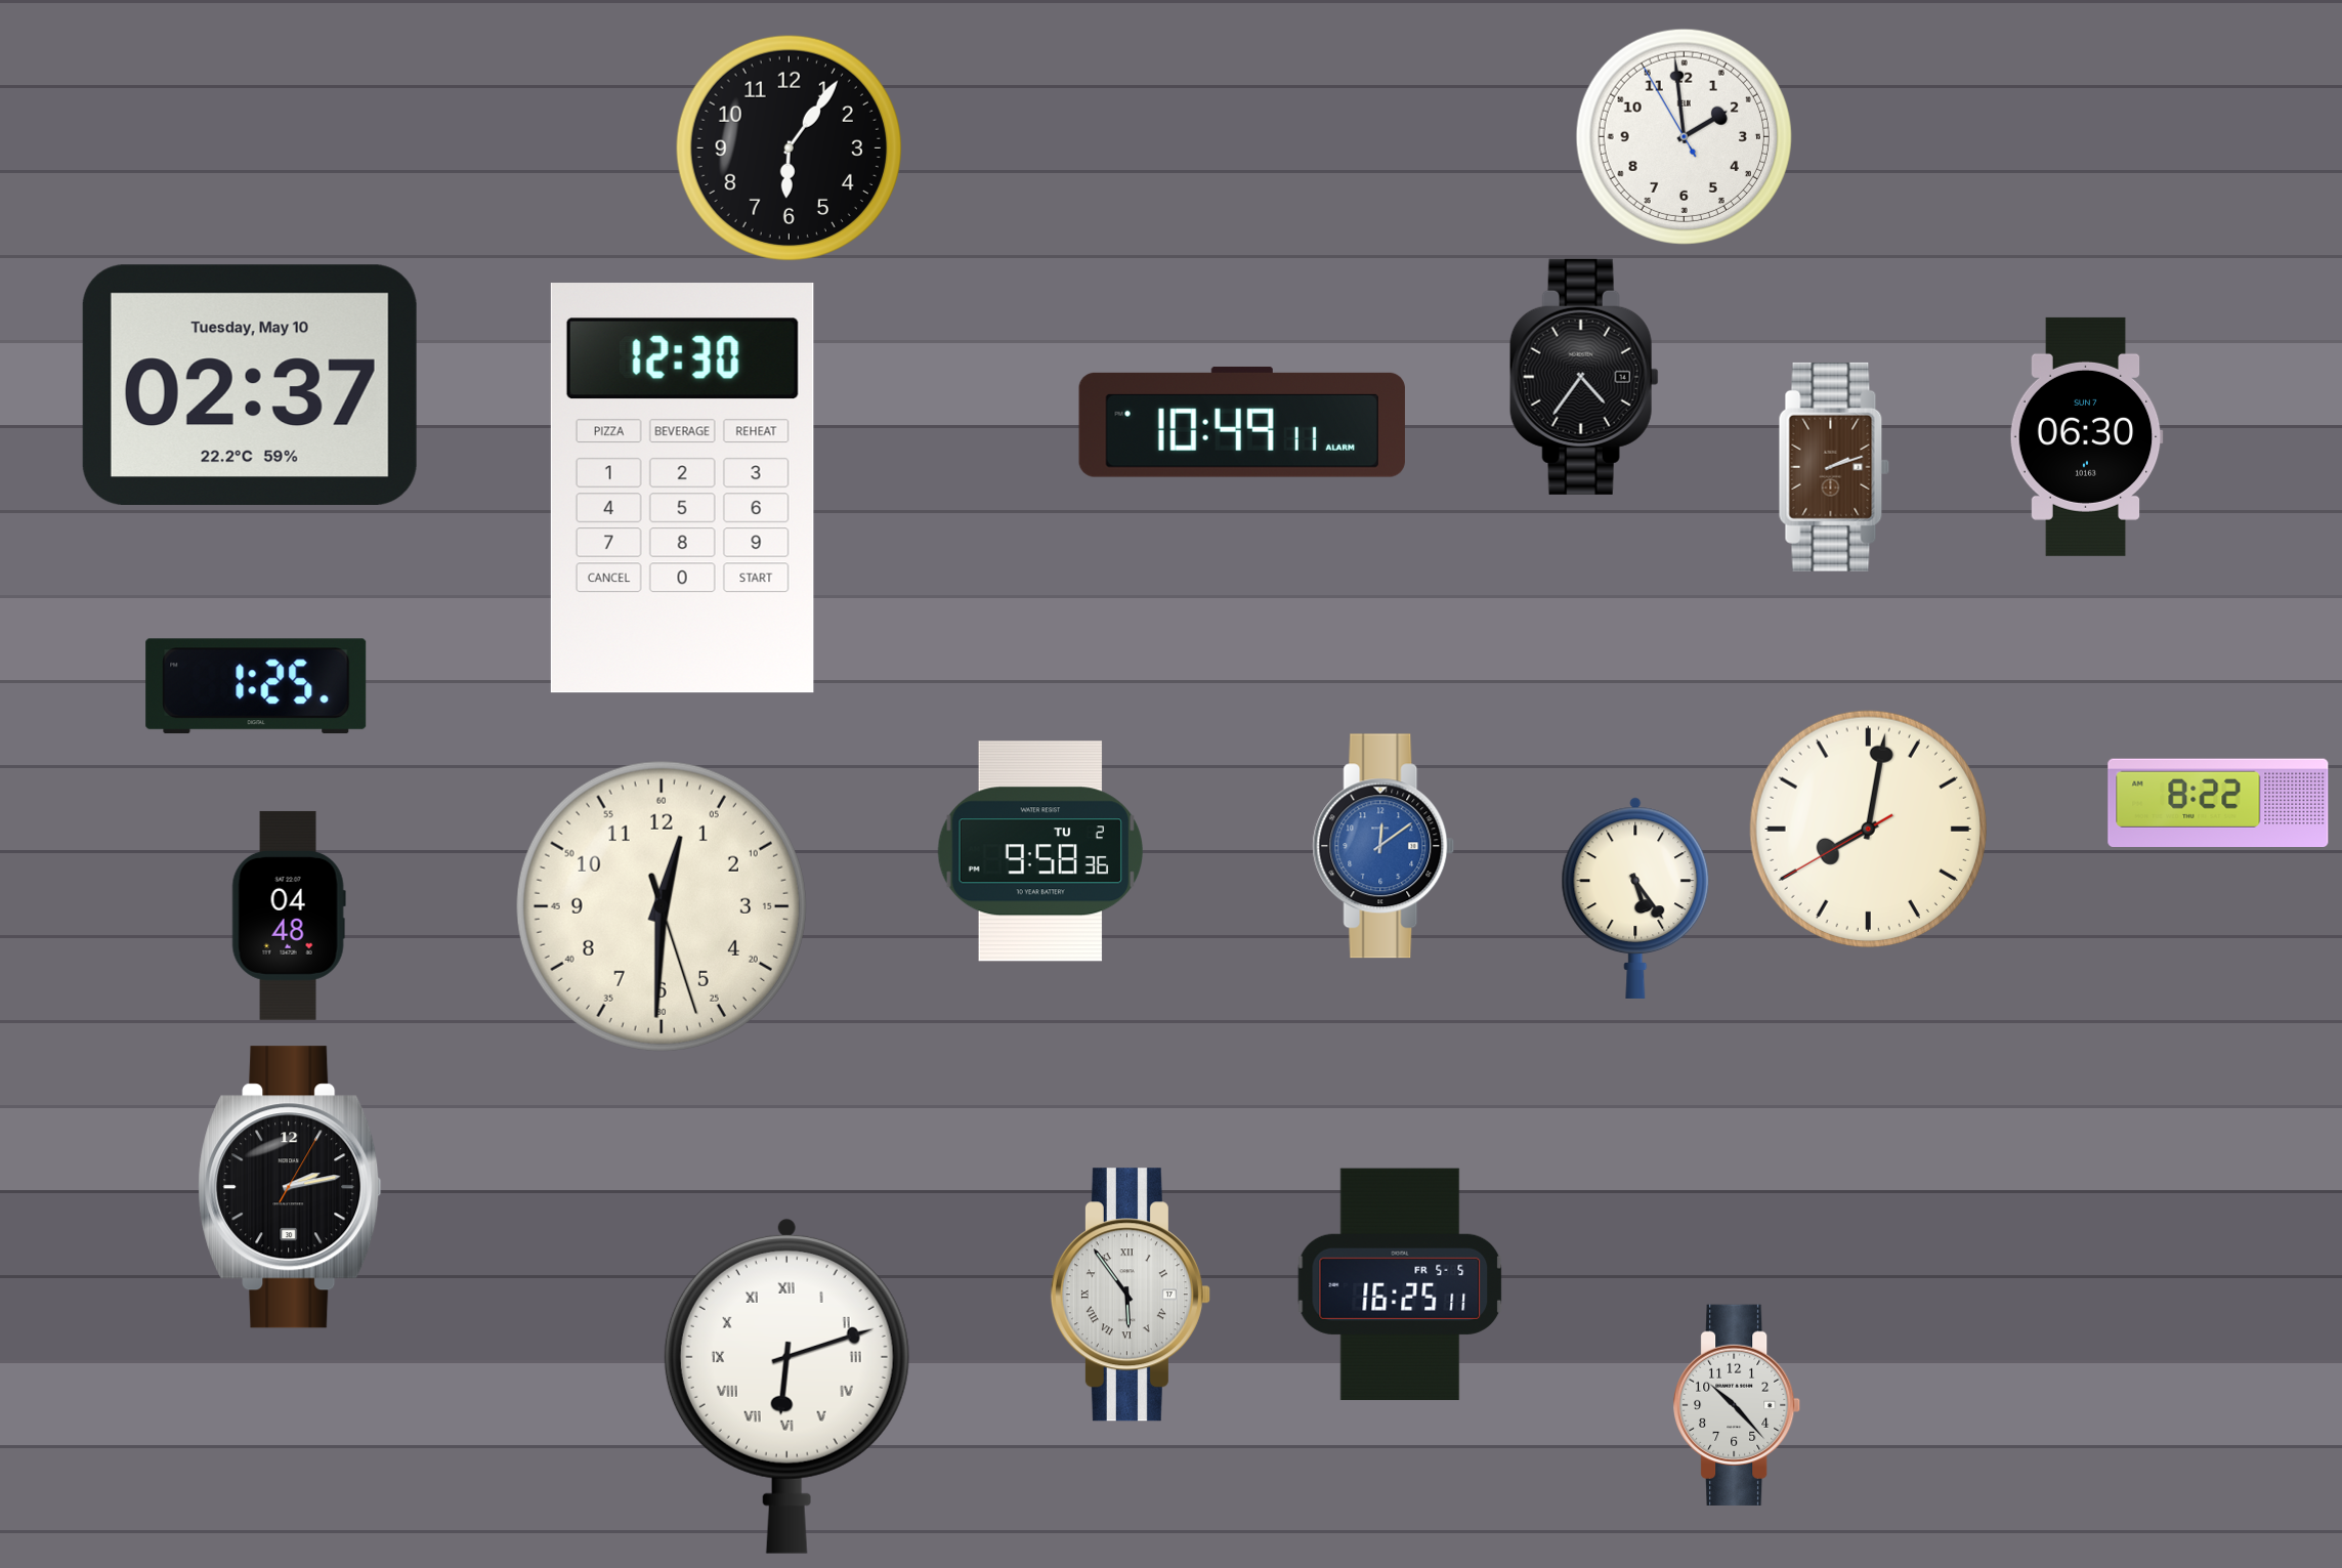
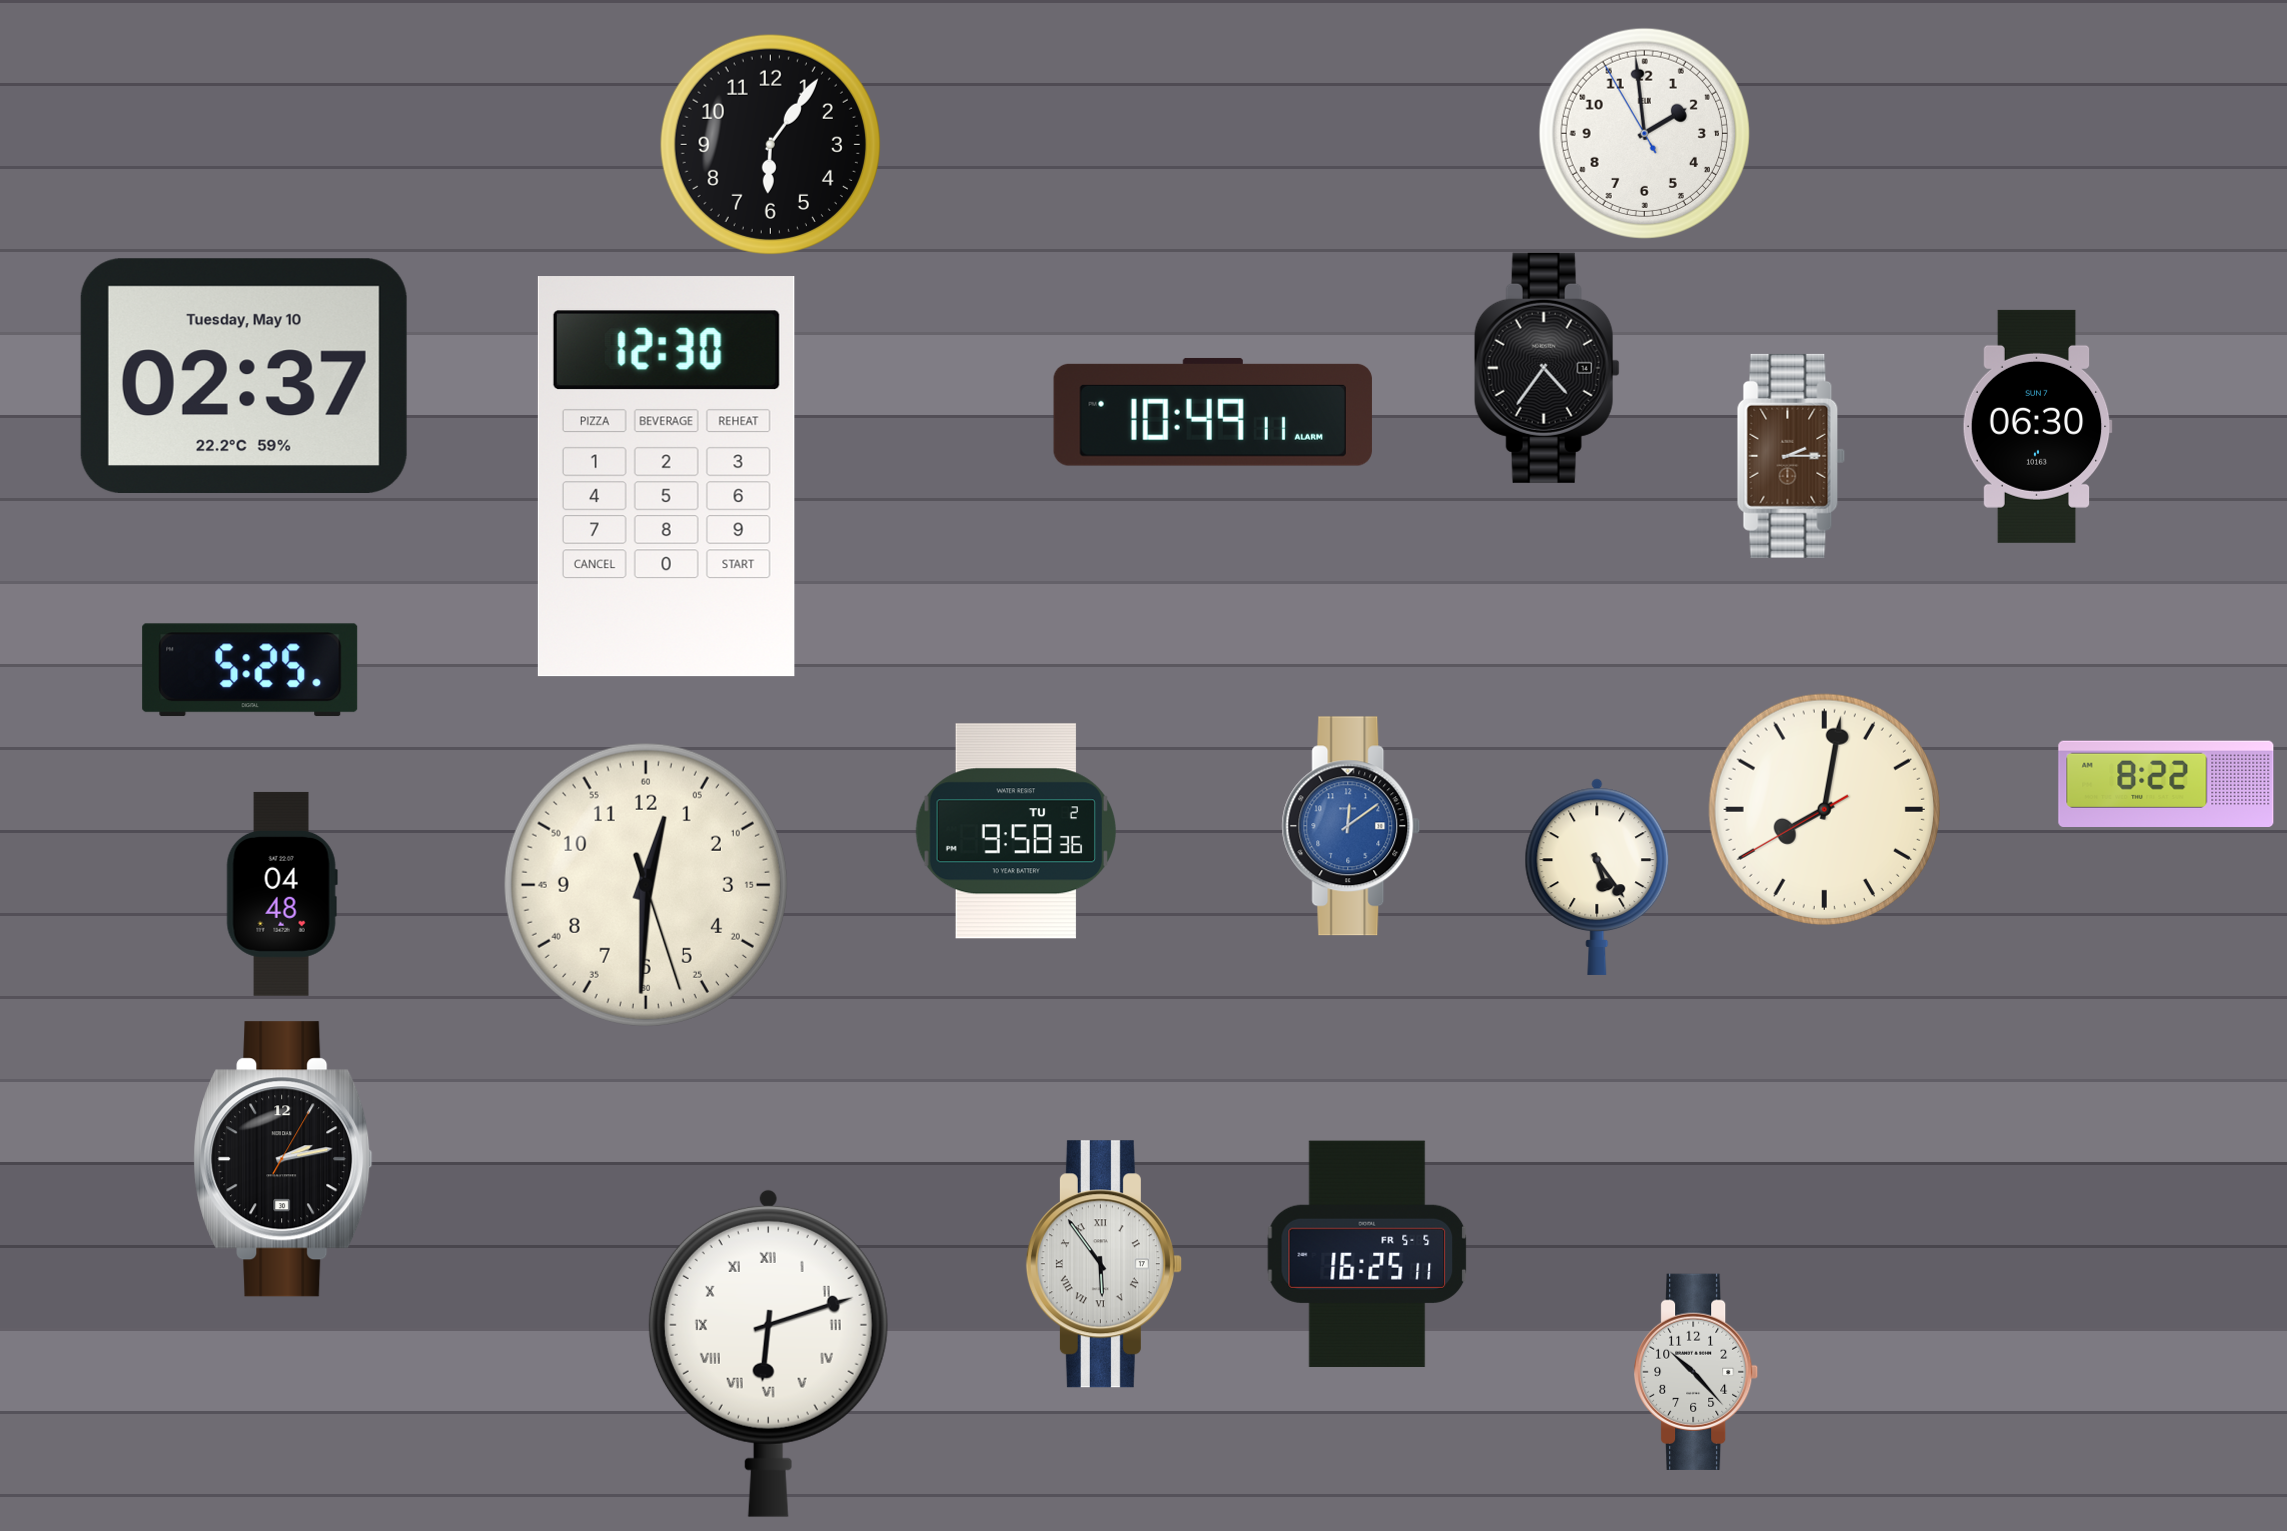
clock at (1834, 467): 2:12 -> 2:15
clock at (256, 686): 1:25 -> 5:25
